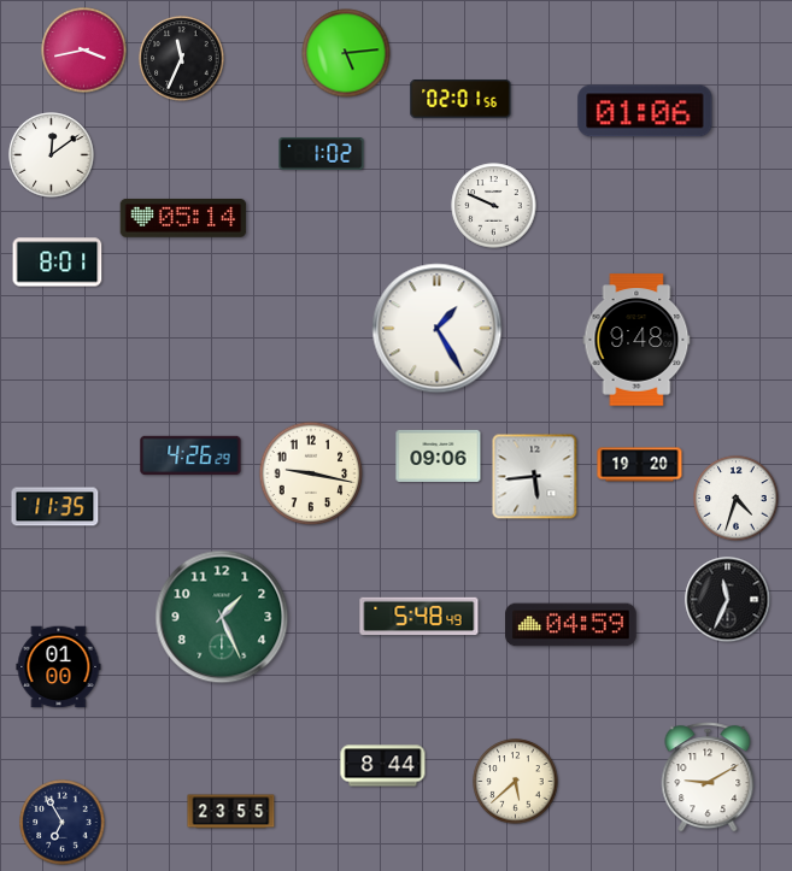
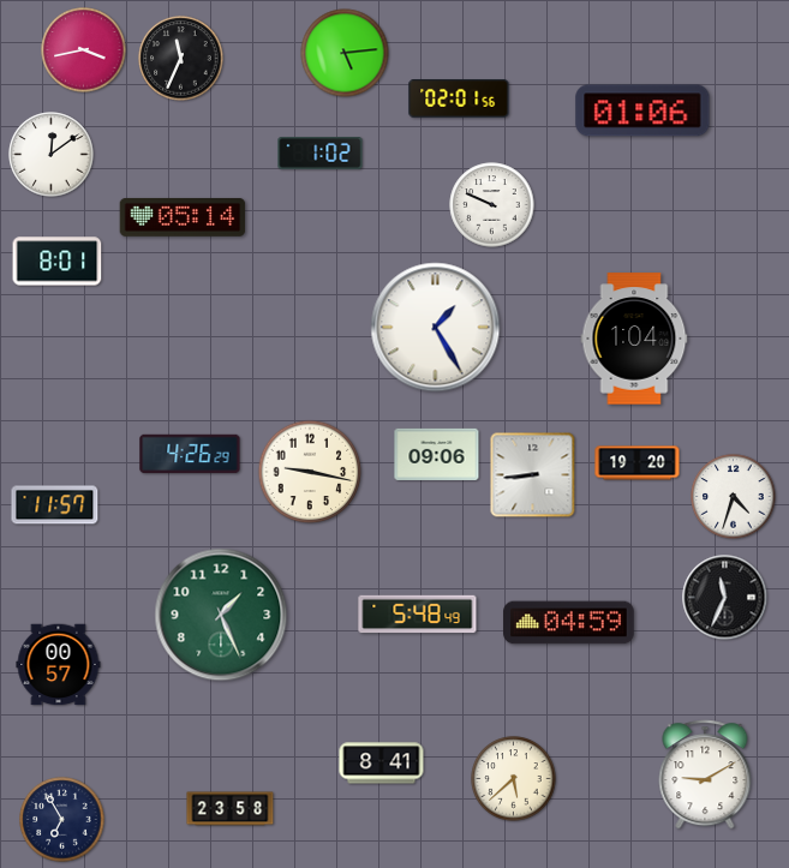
clock at (636, 340): 9:48 -> 1:04
clock at (535, 477): 5:44 -> 8:44
clock at (55, 507): 11:35 -> 11:57
clock at (59, 667): 01:00 -> 00:57
clock at (383, 766): 8:44 -> 8:41
clock at (231, 812): 23:55 -> 23:58
